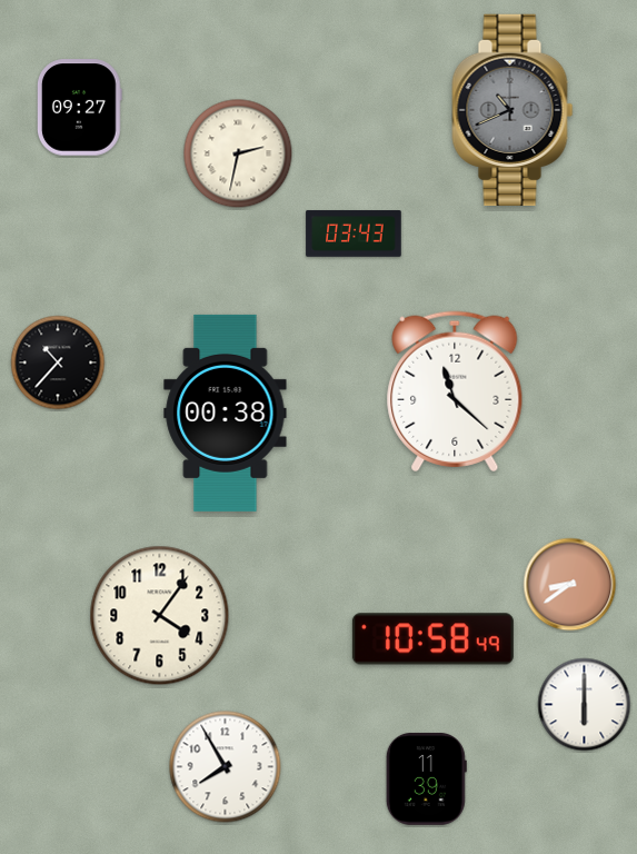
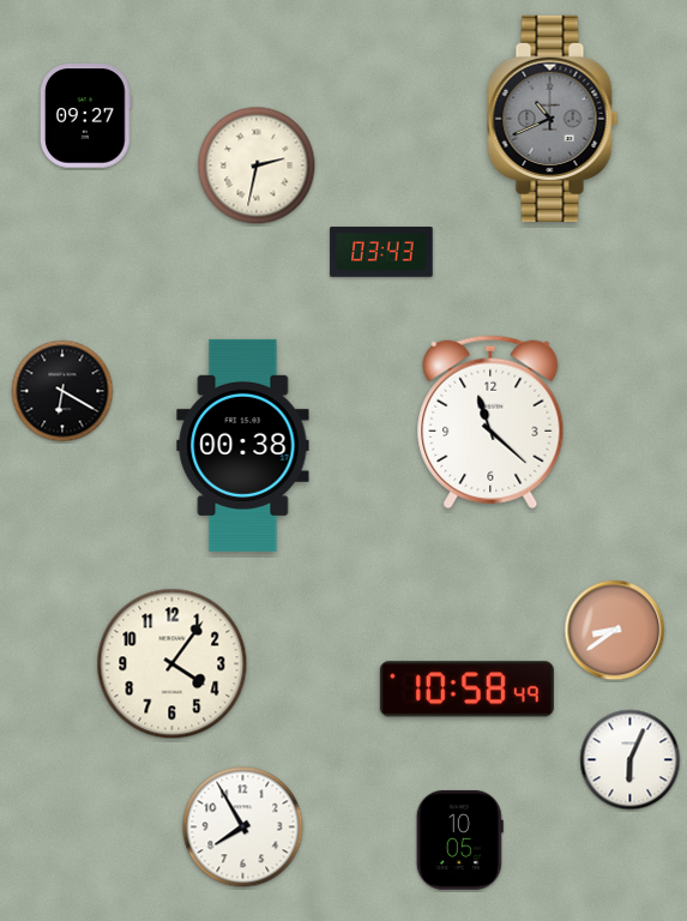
clock at (58, 363): 10:37 -> 6:20
clock at (585, 705): 6:00 -> 6:04
clock at (426, 778): 11:39 -> 10:05
